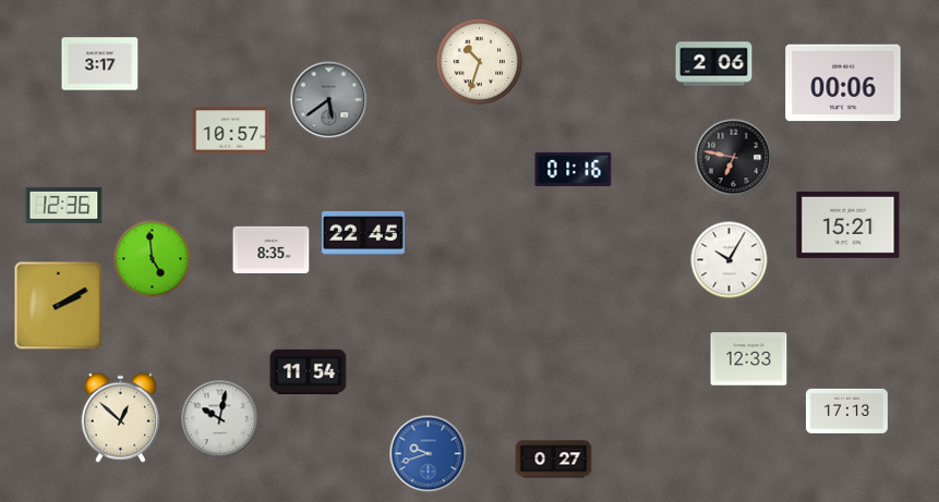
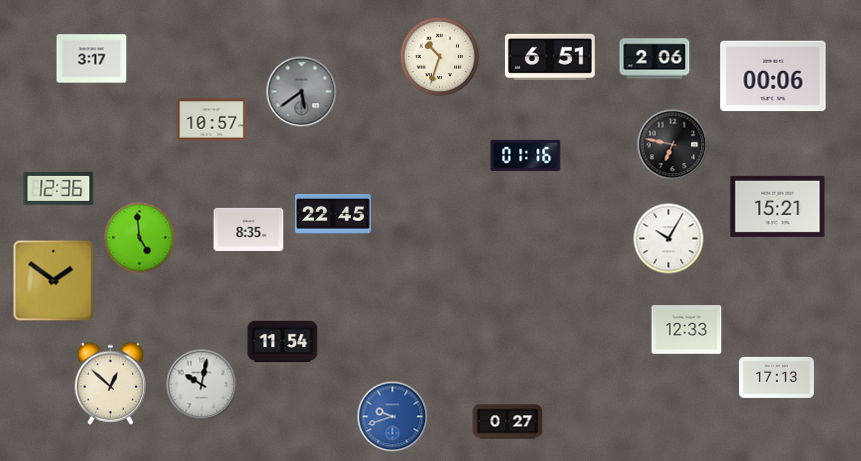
clock at (550, 57): none -> 6:51
clock at (59, 306): 2:10 -> 1:51
